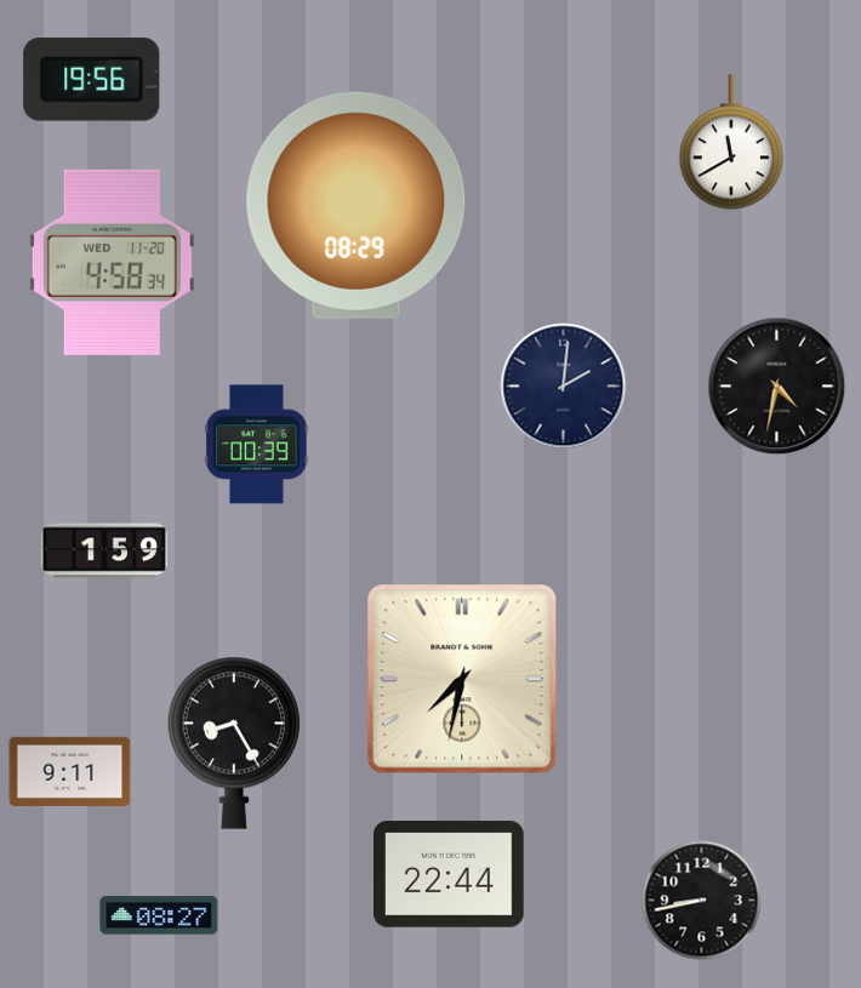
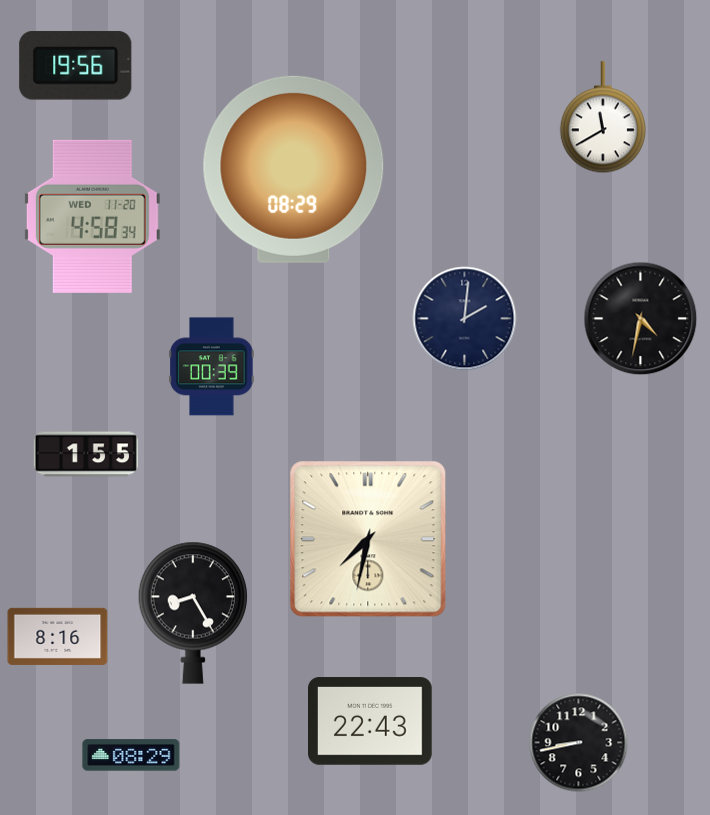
clock at (104, 550): 1:59 -> 1:55
clock at (462, 679) position: (462, 679) -> (368, 539)
clock at (70, 771): 9:11 -> 8:16
clock at (450, 874): 22:44 -> 22:43
clock at (159, 915): 08:27 -> 08:29
